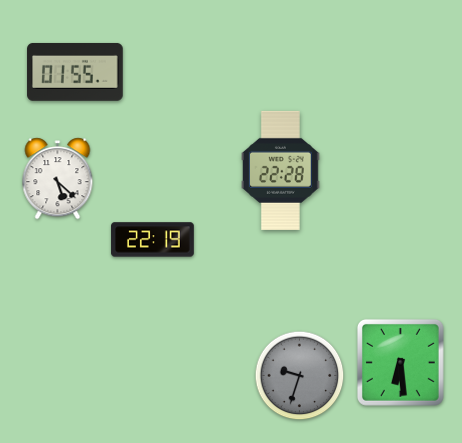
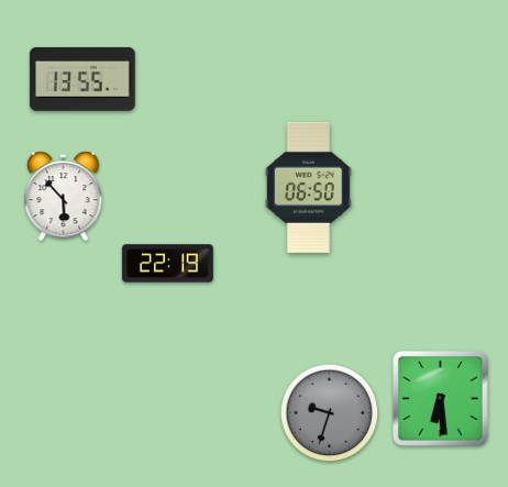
clock at (75, 72): 01:55 -> 13:55
clock at (281, 170): 22:28 -> 06:50
clock at (58, 179): 5:22 -> 5:53
